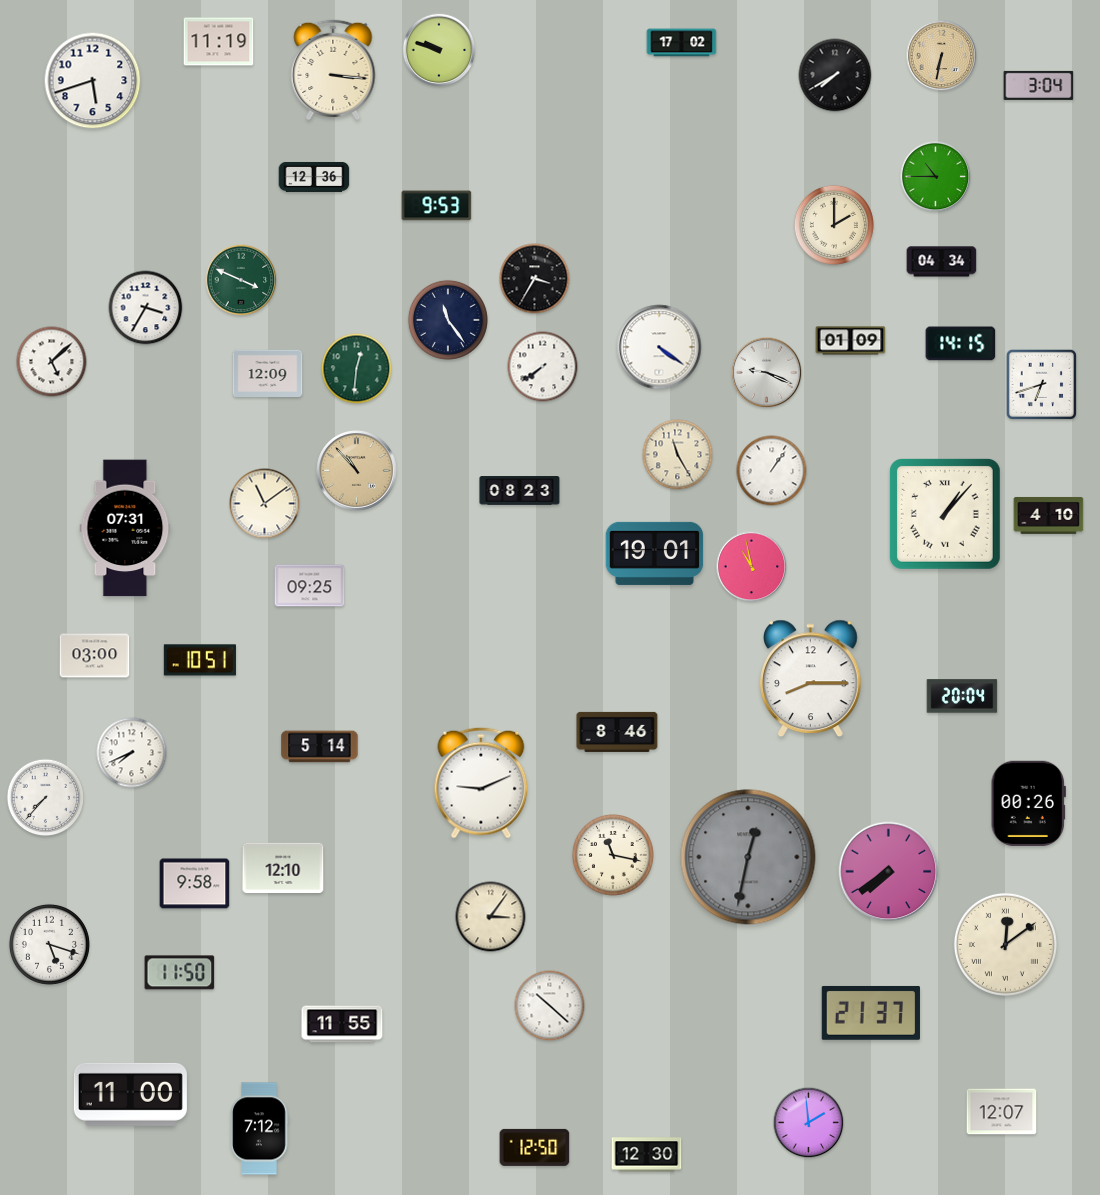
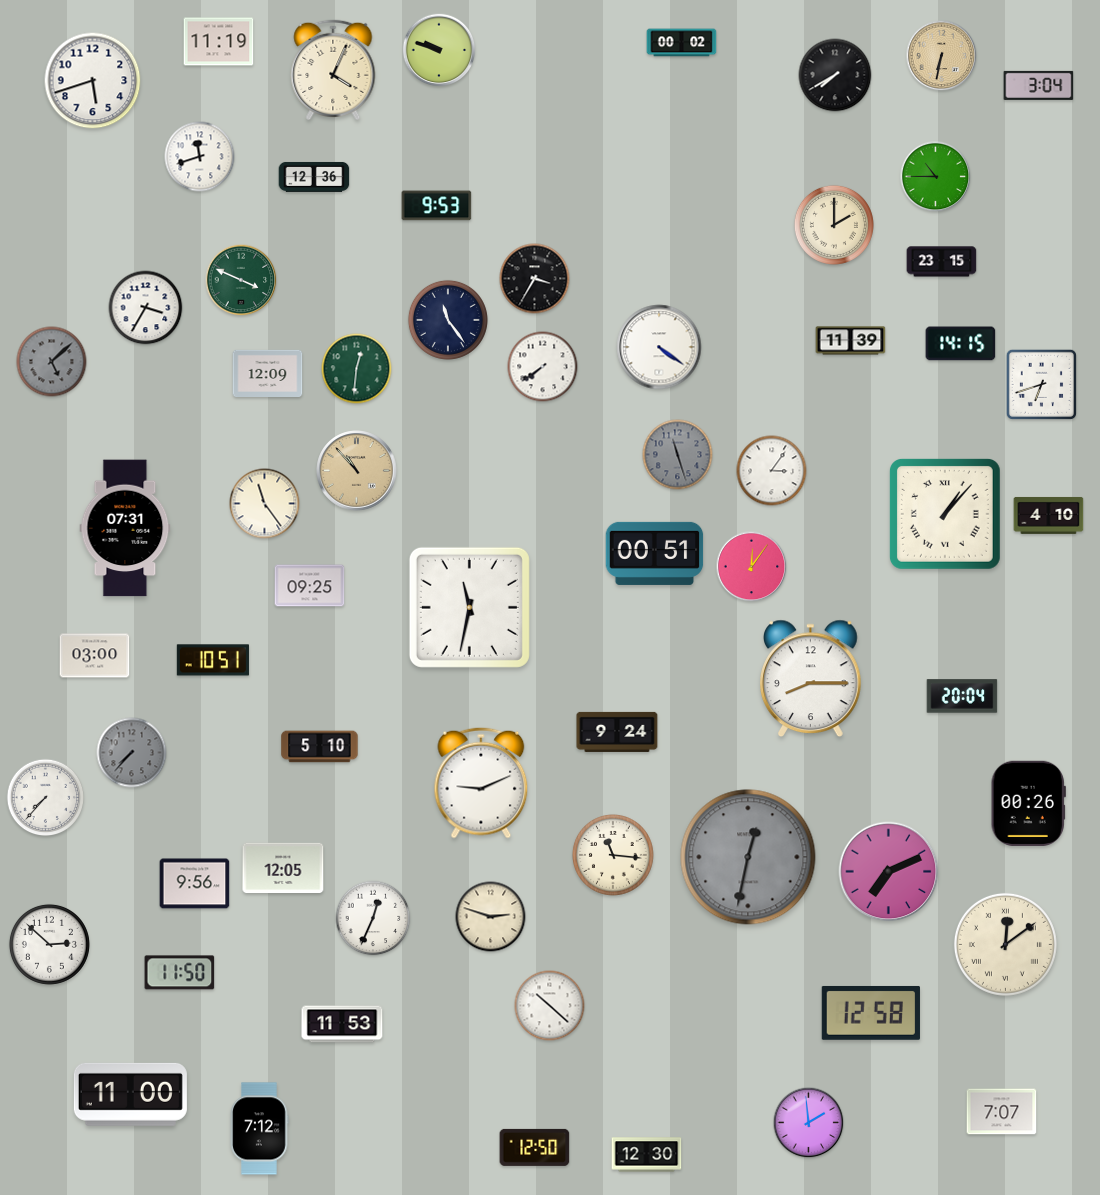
clock at (682, 43): 17:02 -> 00:02
clock at (333, 70): 3:16 -> 4:04
clock at (200, 157): none -> 11:42
clock at (942, 262): 04:34 -> 23:15
clock at (851, 341): 01:09 -> 11:39
clock at (52, 362) dial: white -> grey
clock at (767, 373): 9:19 -> none
clock at (678, 455): 11:25 -> 11:27
clock at (678, 455) dial: cream -> grey
clock at (772, 471): 1:06 -> 3:06
clock at (520, 491): 08:23 -> none
clock at (265, 504): 11:09 -> 11:24
clock at (655, 553): 19:01 -> 00:51
clock at (752, 567): 10:58 -> 12:06
clock at (469, 607): none -> 11:32
clock at (200, 660) position: (200, 660) -> (213, 660)
clock at (617, 732): 8:46 -> 9:24
clock at (320, 747): 5:14 -> 5:10
clock at (132, 753): 7:41 -> 7:37
clock at (132, 753) dial: white -> grey
clock at (613, 855): 11:17 -> 11:16
clock at (283, 867): 12:10 -> 12:05
clock at (889, 872): 7:39 -> 7:11
clock at (195, 884): 9:58 -> 9:56
clock at (491, 917): 3:06 -> 2:48
clock at (373, 918): none -> 12:34
clock at (49, 944): 5:18 -> 2:52
clock at (871, 1013): 21:37 -> 12:58
clock at (342, 1024): 11:55 -> 11:53
clock at (1002, 1112): 12:07 -> 7:07
